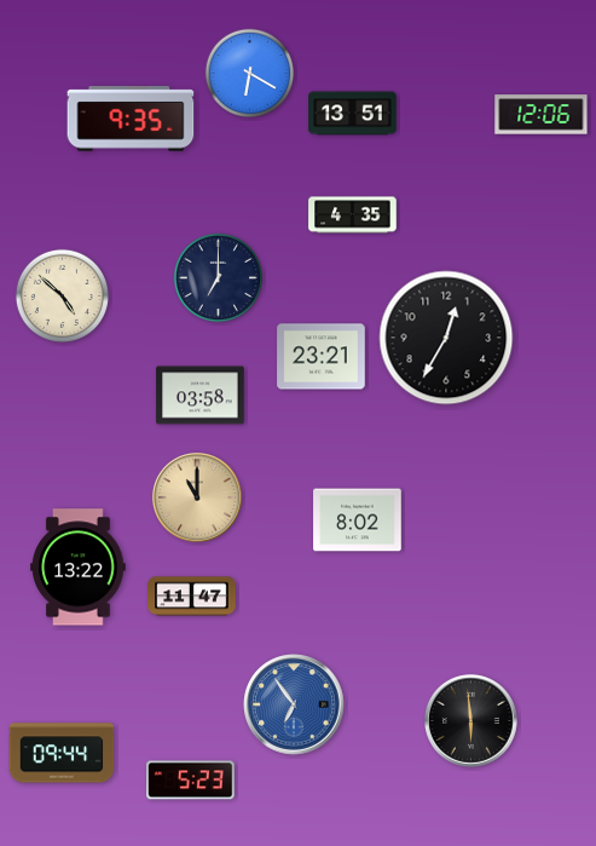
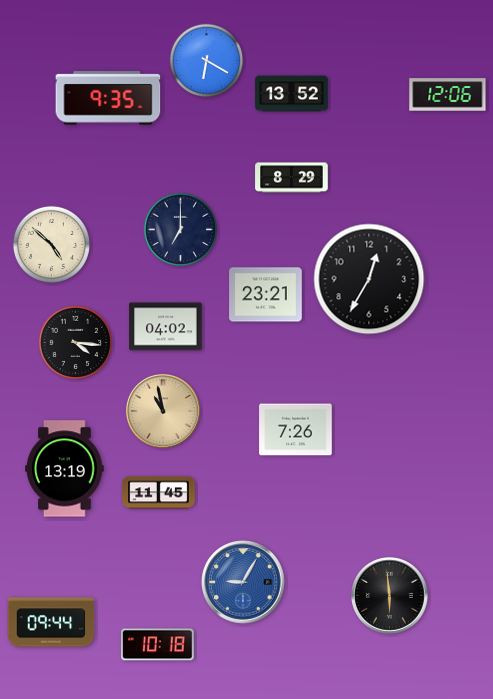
clock at (353, 114): 13:51 -> 13:52
clock at (353, 215): 4:35 -> 8:29
clock at (201, 396): 03:58 -> 04:02
clock at (76, 343): none -> 4:16
clock at (197, 497): 11:00 -> 10:58
clock at (358, 520): 8:02 -> 7:26
clock at (79, 568): 13:22 -> 13:19
clock at (192, 597): 11:47 -> 11:45
clock at (294, 704): 6:54 -> 9:05
clock at (191, 781): 5:23 -> 10:18
